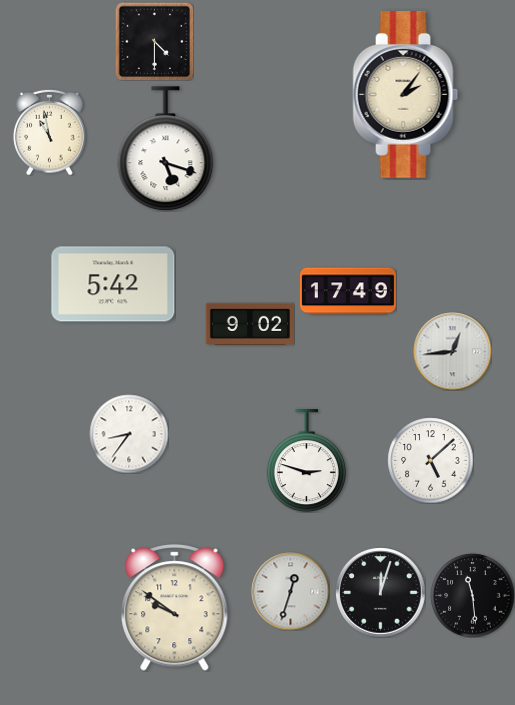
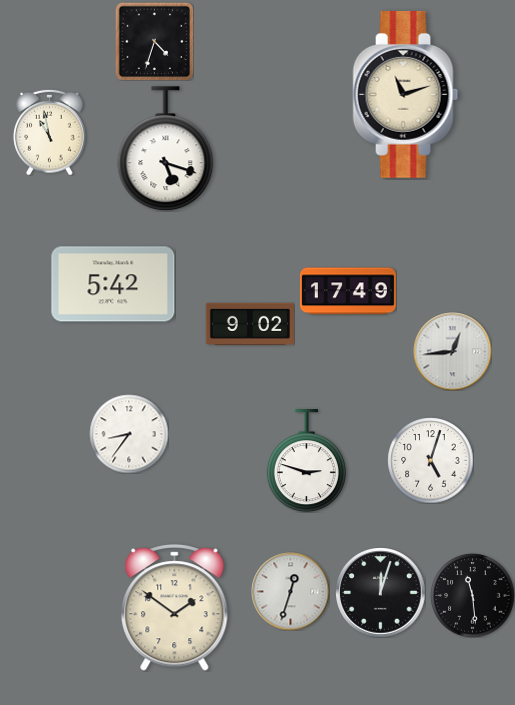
clock at (154, 41): 4:30 -> 4:33
clock at (406, 95): 2:06 -> 11:12
clock at (430, 460): 5:08 -> 5:03
clock at (175, 608): 9:51 -> 1:51
